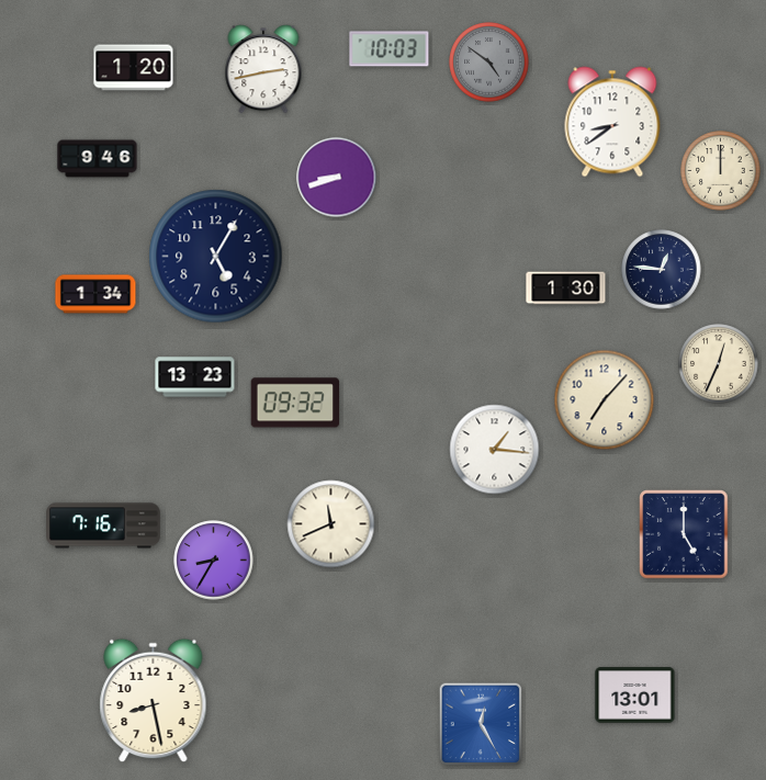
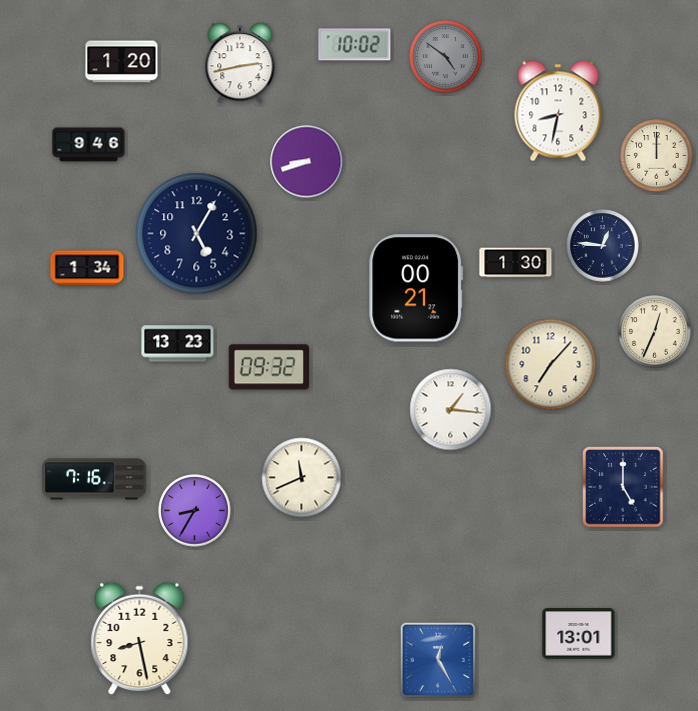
clock at (390, 49): 10:03 -> 10:02
clock at (612, 122): 8:39 -> 8:32
clock at (416, 288): none -> 00:21
